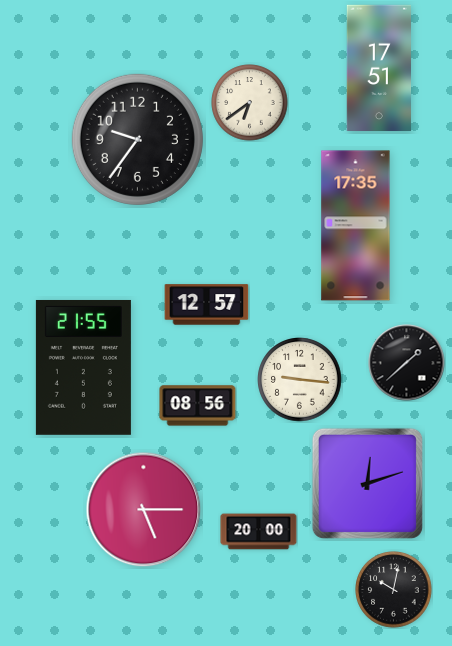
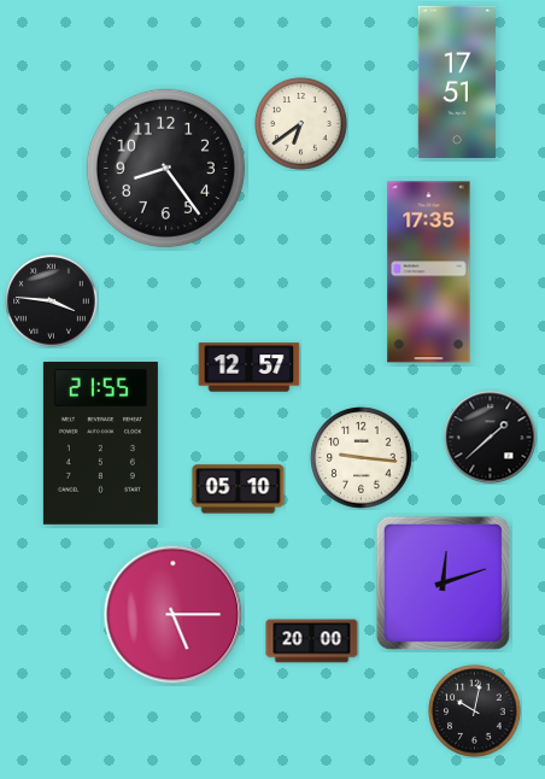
clock at (137, 139): 9:36 -> 8:24
clock at (52, 301): none -> 3:46
clock at (198, 406): 08:56 -> 05:10
